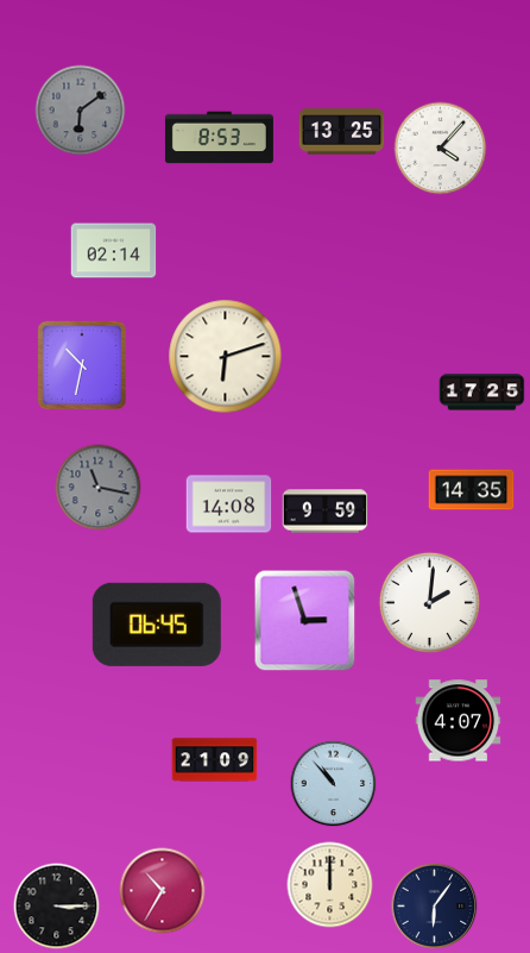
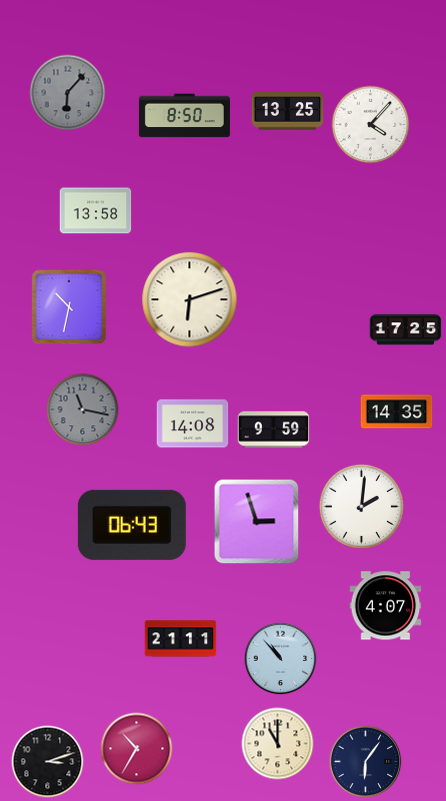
clock at (81, 111): 6:09 -> 6:07
clock at (219, 138): 8:53 -> 8:50
clock at (114, 251): 02:14 -> 13:58
clock at (157, 625): 06:45 -> 06:43
clock at (215, 760): 21:09 -> 21:11
clock at (330, 885): 12:00 -> 11:00
clock at (57, 907): 3:15 -> 3:12
